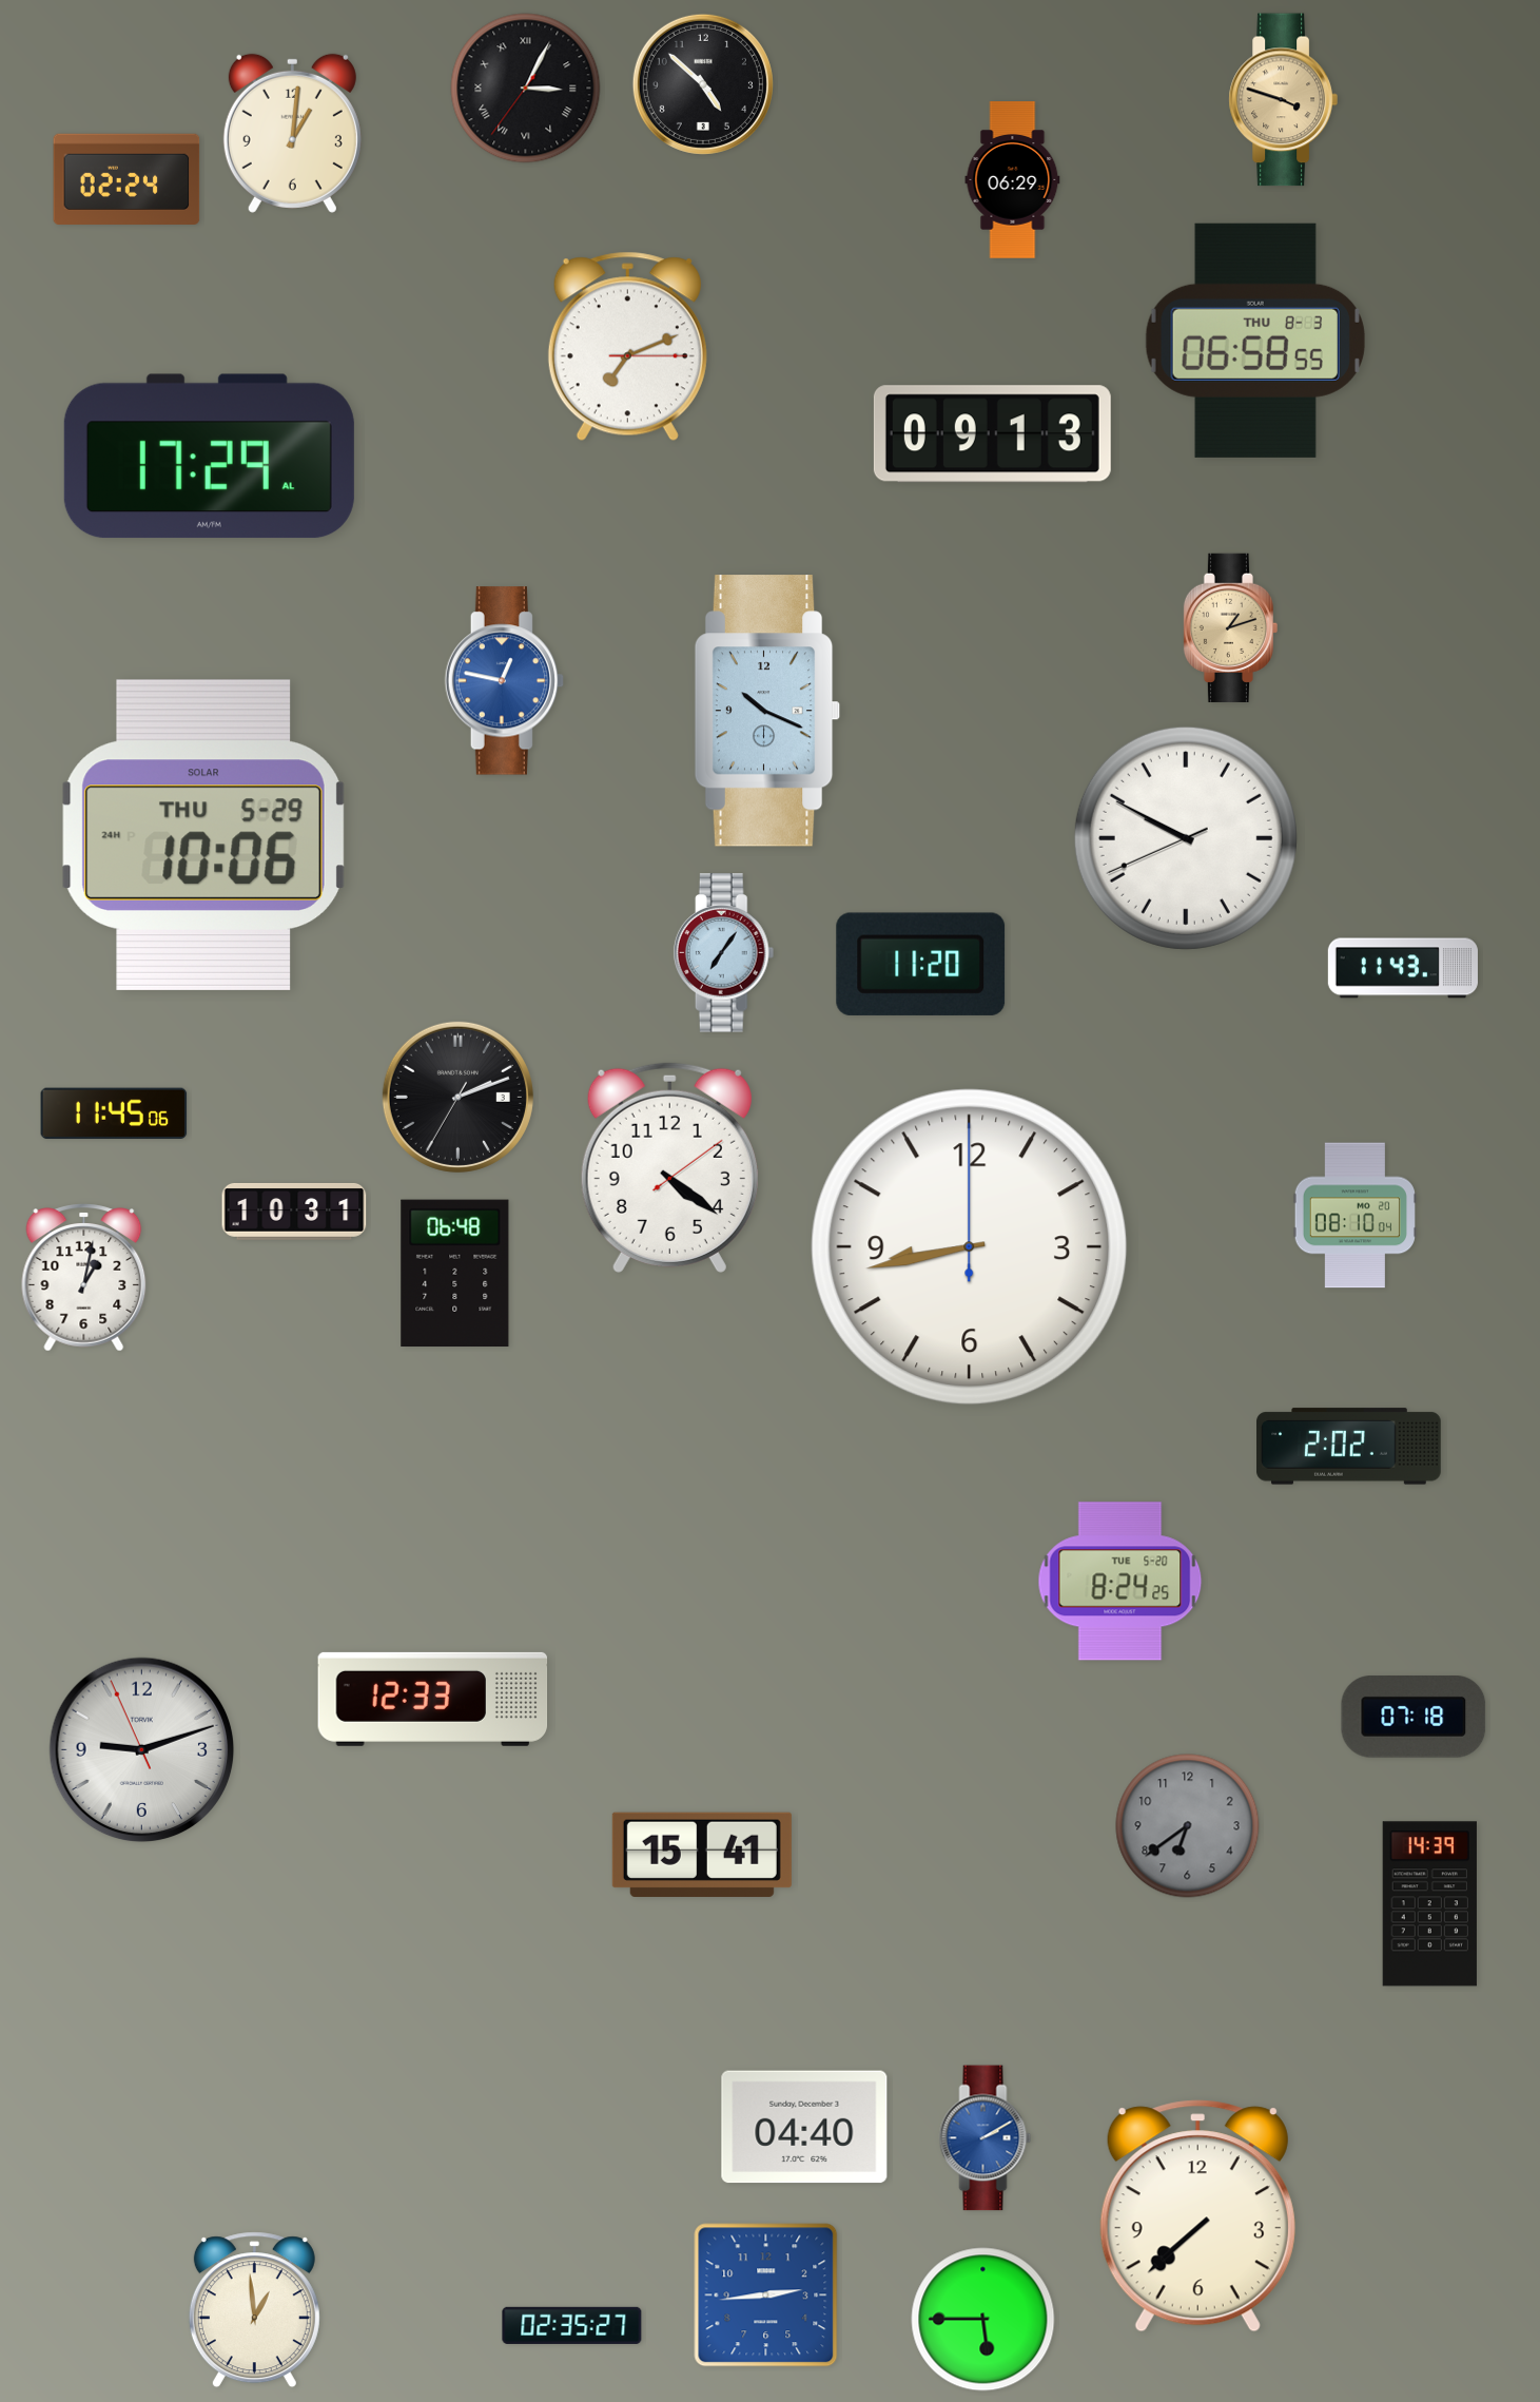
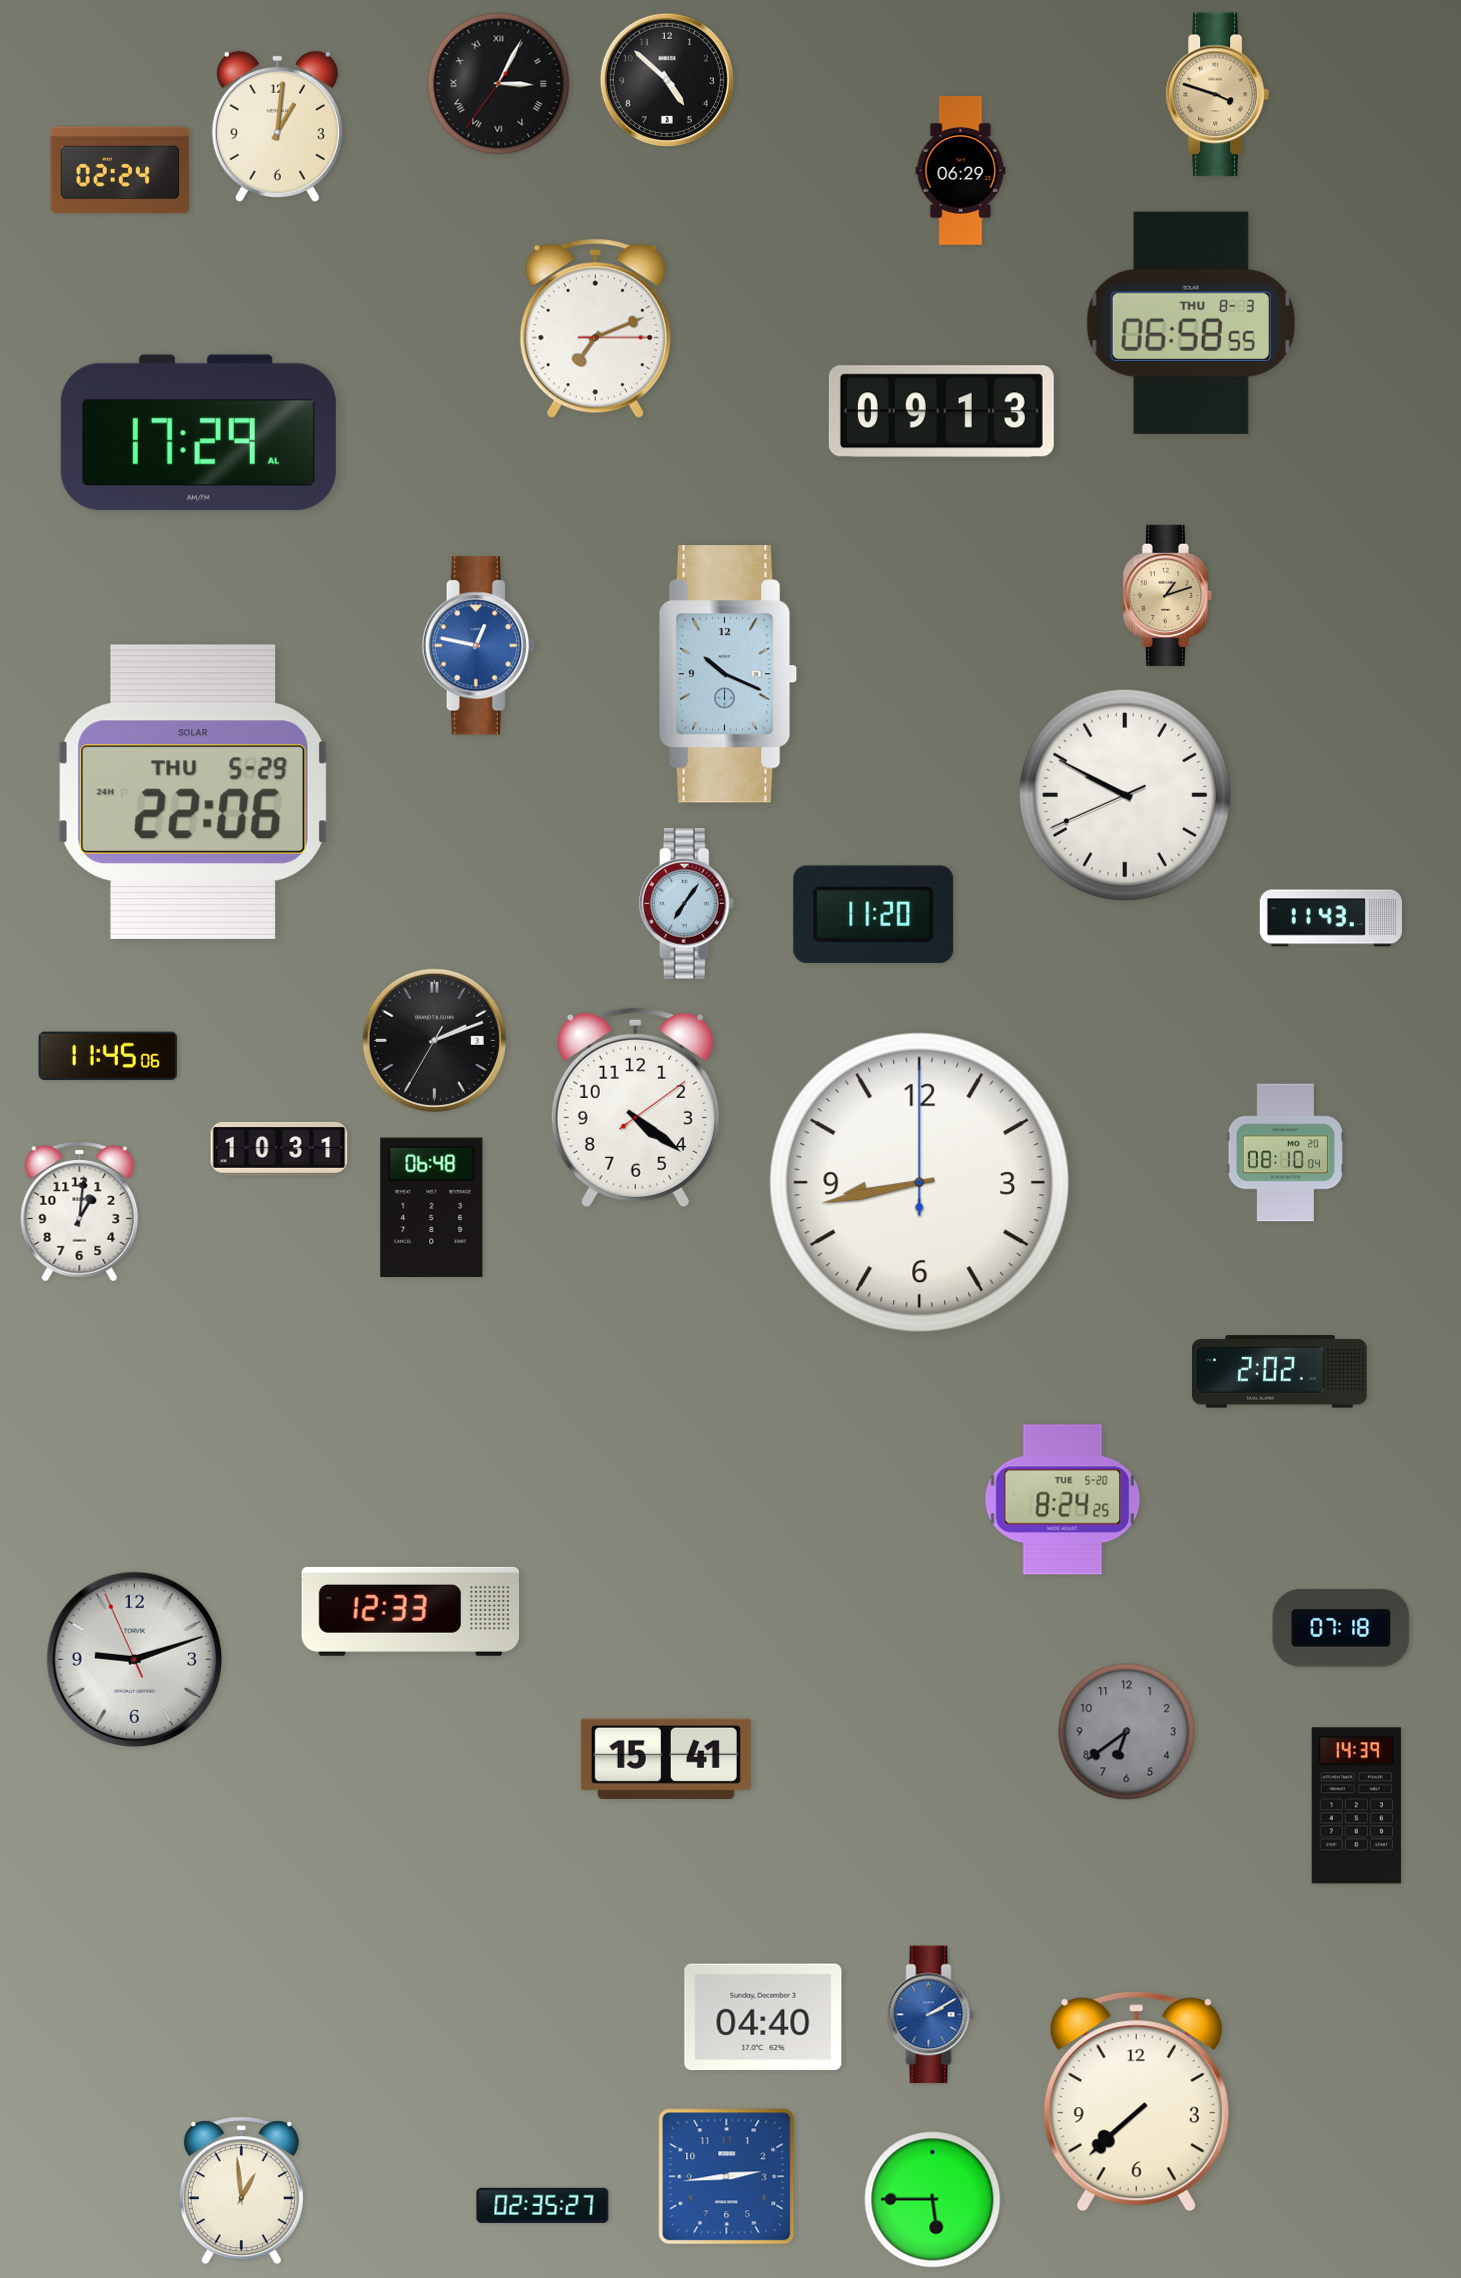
clock at (203, 835): 10:06 -> 22:06
clock at (84, 1278): 1:02 -> 1:01
clock at (986, 2138) position: (986, 2138) -> (931, 2015)
